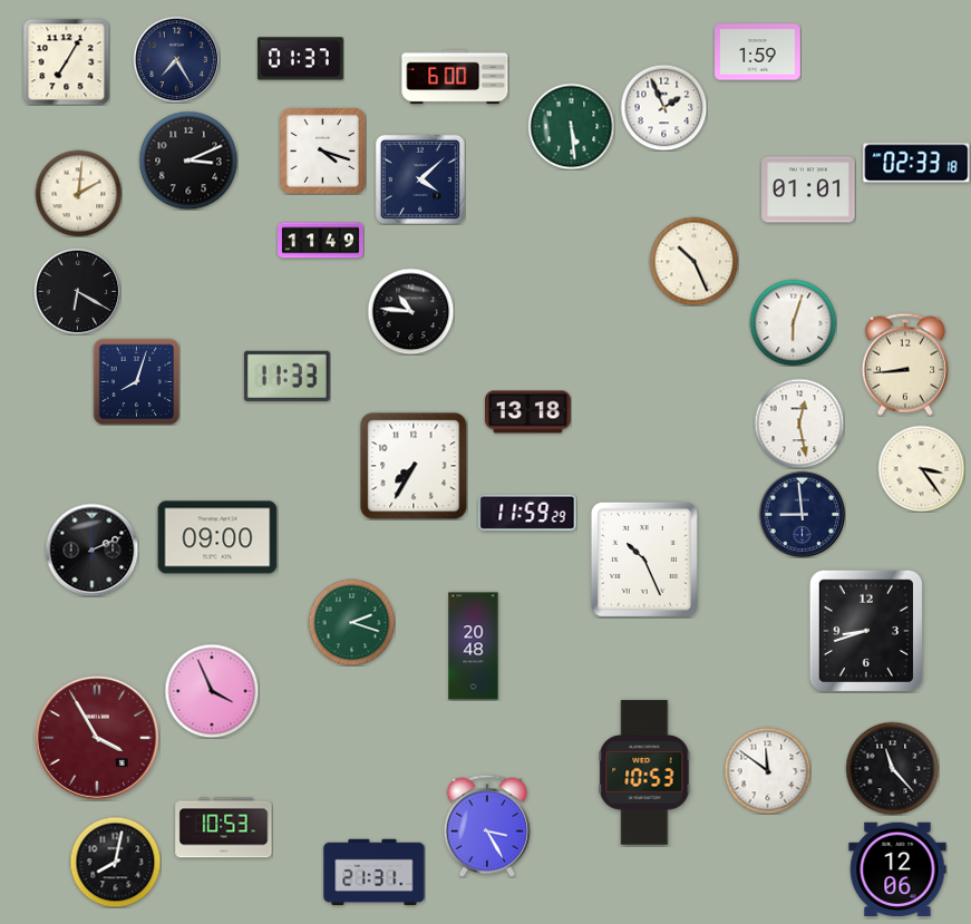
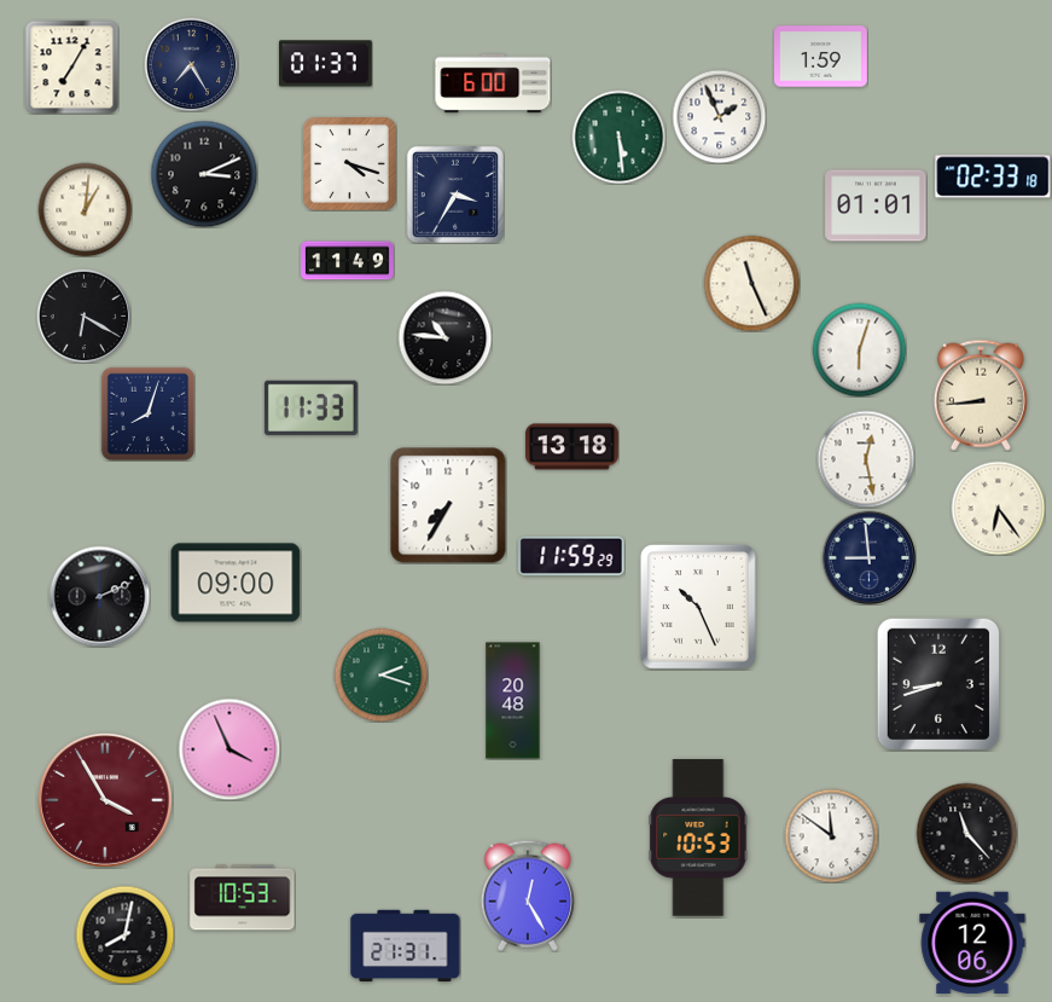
clock at (420, 179): 4:08 -> 3:35
clock at (78, 193): 2:01 -> 1:01
clock at (693, 261): 10:26 -> 11:26
clock at (921, 468): 3:24 -> 6:24
clock at (487, 826): 3:25 -> 12:25
